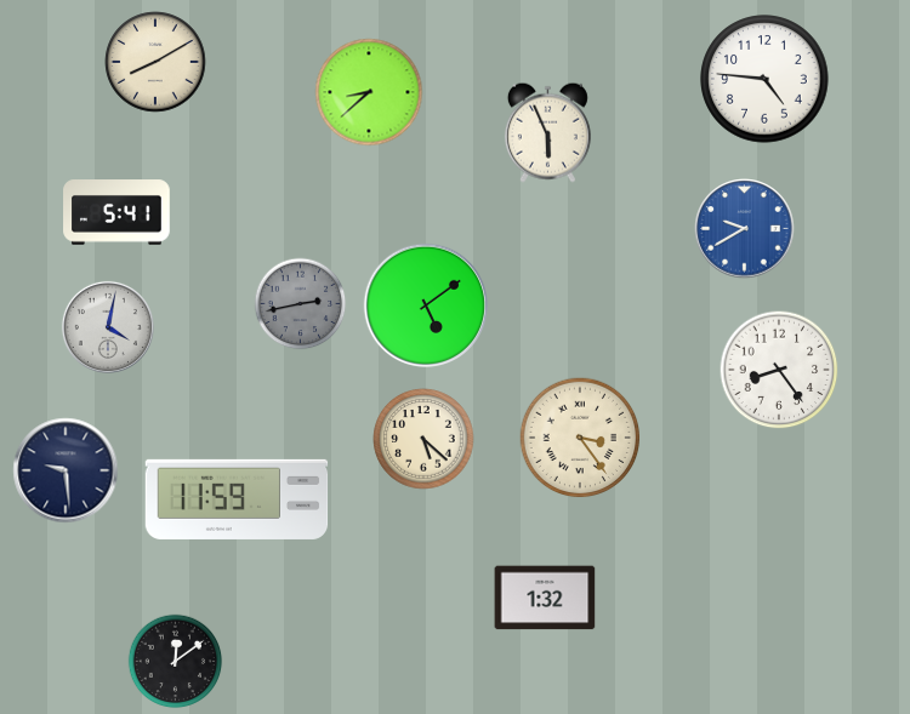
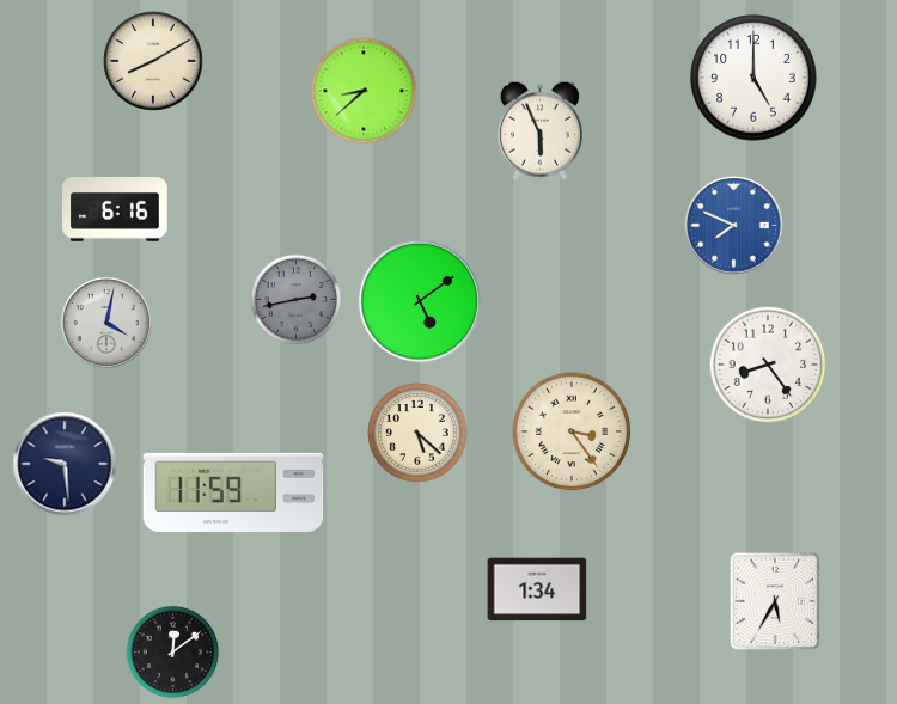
clock at (764, 79): 4:46 -> 5:00
clock at (116, 212): 5:41 -> 6:16
clock at (745, 229): 9:40 -> 7:49
clock at (545, 598): 1:32 -> 1:34
clock at (775, 601): none -> 5:35
